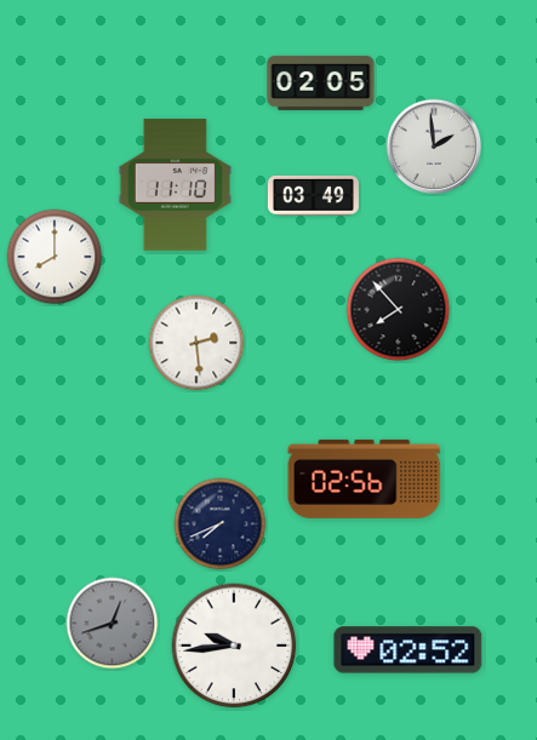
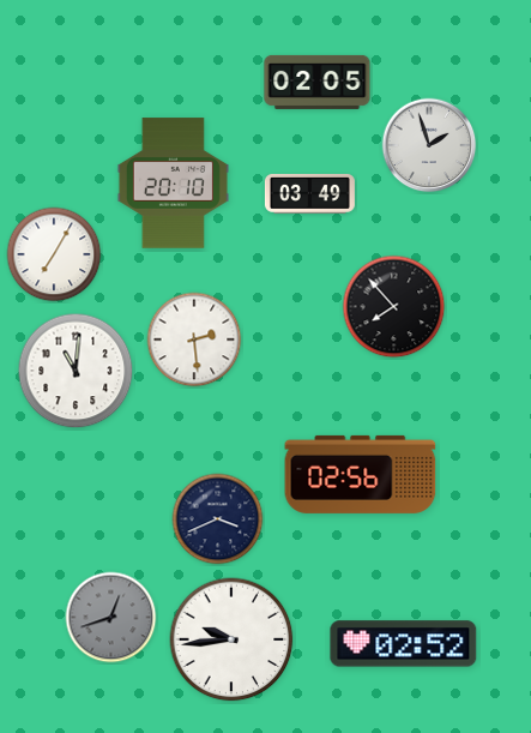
clock at (434, 147): 1:59 -> 1:57
clock at (175, 185): 11:10 -> 20:10
clock at (55, 257): 8:00 -> 7:05
clock at (76, 371): none -> 11:01
clock at (221, 524): 7:41 -> 3:41
